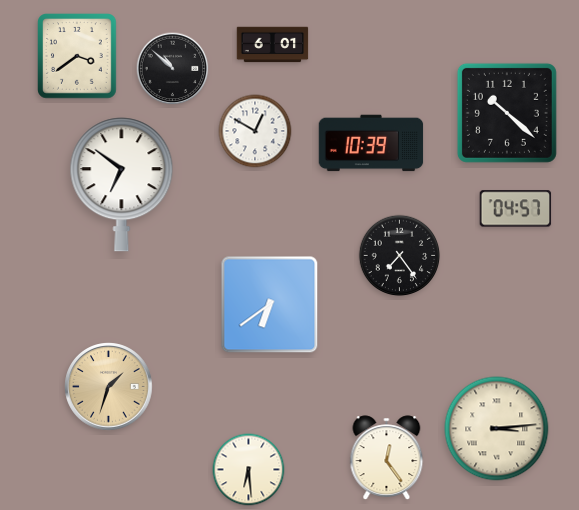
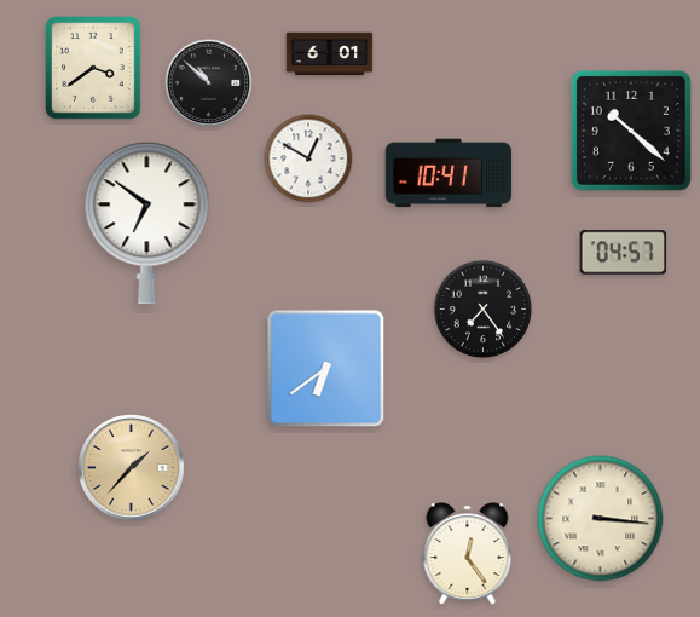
clock at (507, 113) position: (507, 113) -> (631, 131)
clock at (371, 143): 10:39 -> 10:41
clock at (109, 387): 1:33 -> 1:37
clock at (497, 429): 3:14 -> 3:16
clock at (249, 470): 6:29 -> none
